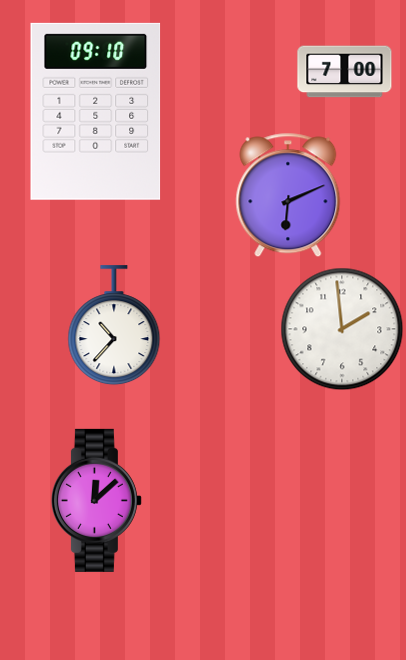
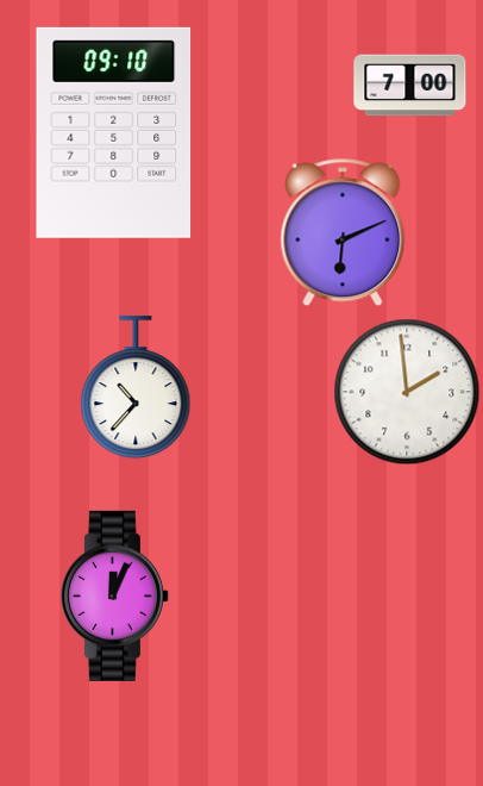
clock at (96, 500): 12:08 -> 12:04
